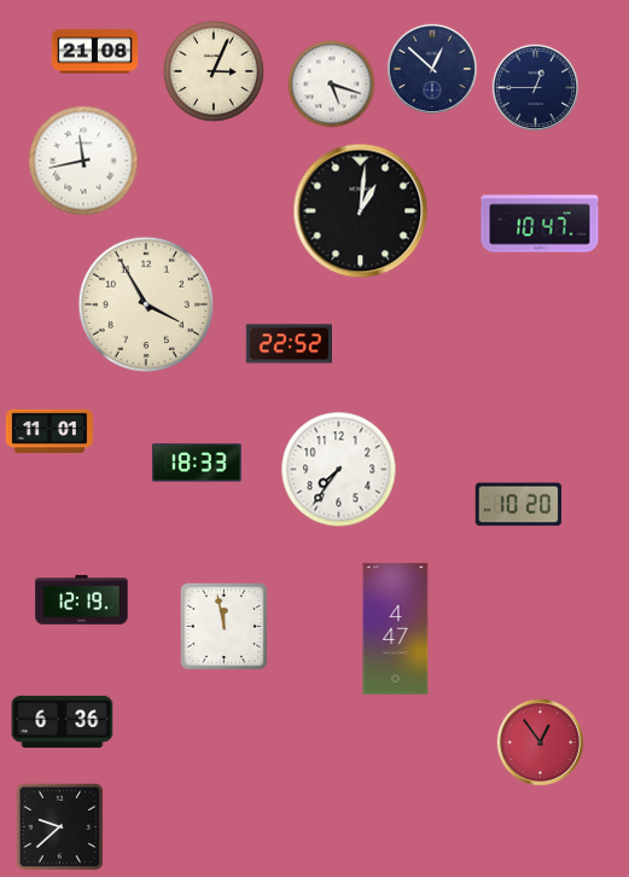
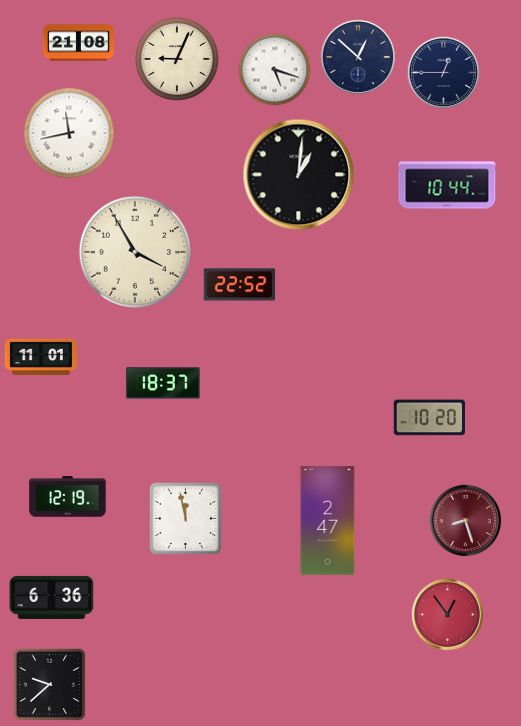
clock at (214, 71): 3:04 -> 9:04
clock at (540, 223): 10:47 -> 10:44
clock at (146, 304) position: (146, 304) -> (135, 252)
clock at (197, 463): 18:33 -> 18:37
clock at (339, 470): 7:36 -> none
clock at (396, 629): 4:47 -> 2:47
clock at (466, 521): none -> 8:27
